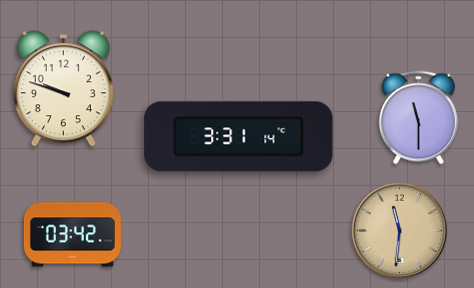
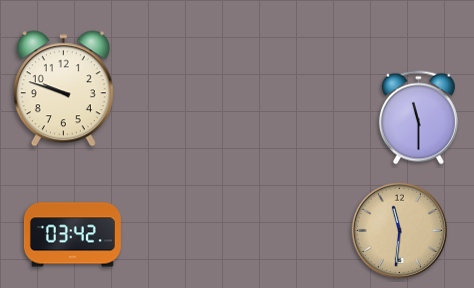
clock at (239, 137): 3:31 -> none
